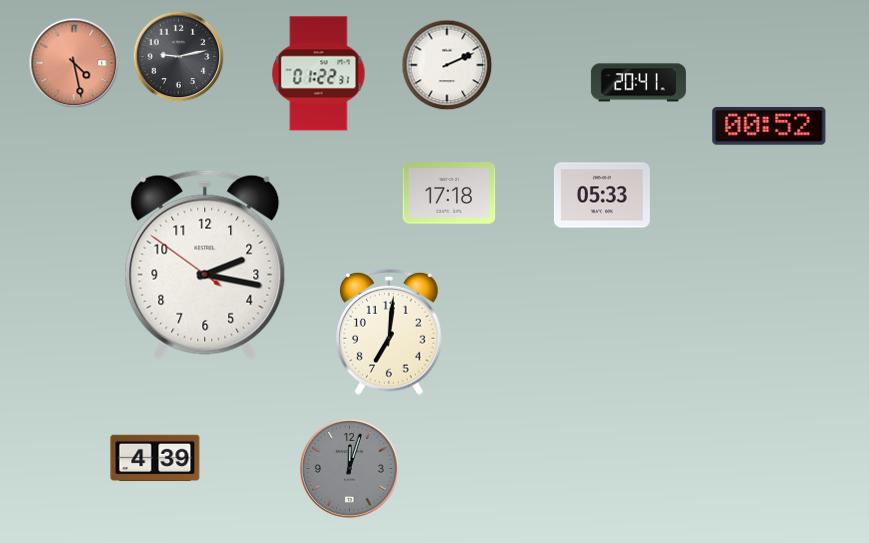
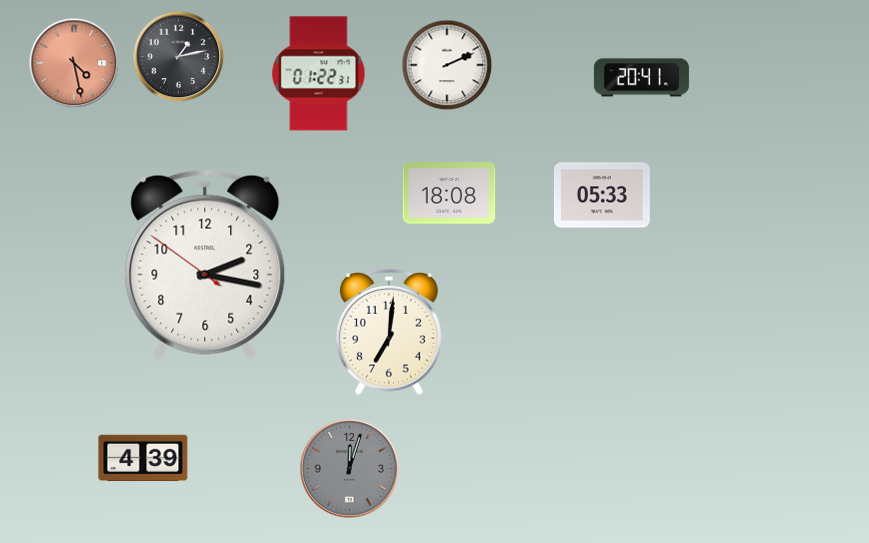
clock at (179, 57): 9:13 -> 1:13
clock at (638, 83) position: (638, 83) -> (641, 78)
clock at (769, 126): 00:52 -> none
clock at (449, 193): 17:18 -> 18:08
clock at (155, 458) position: (155, 458) -> (143, 458)
